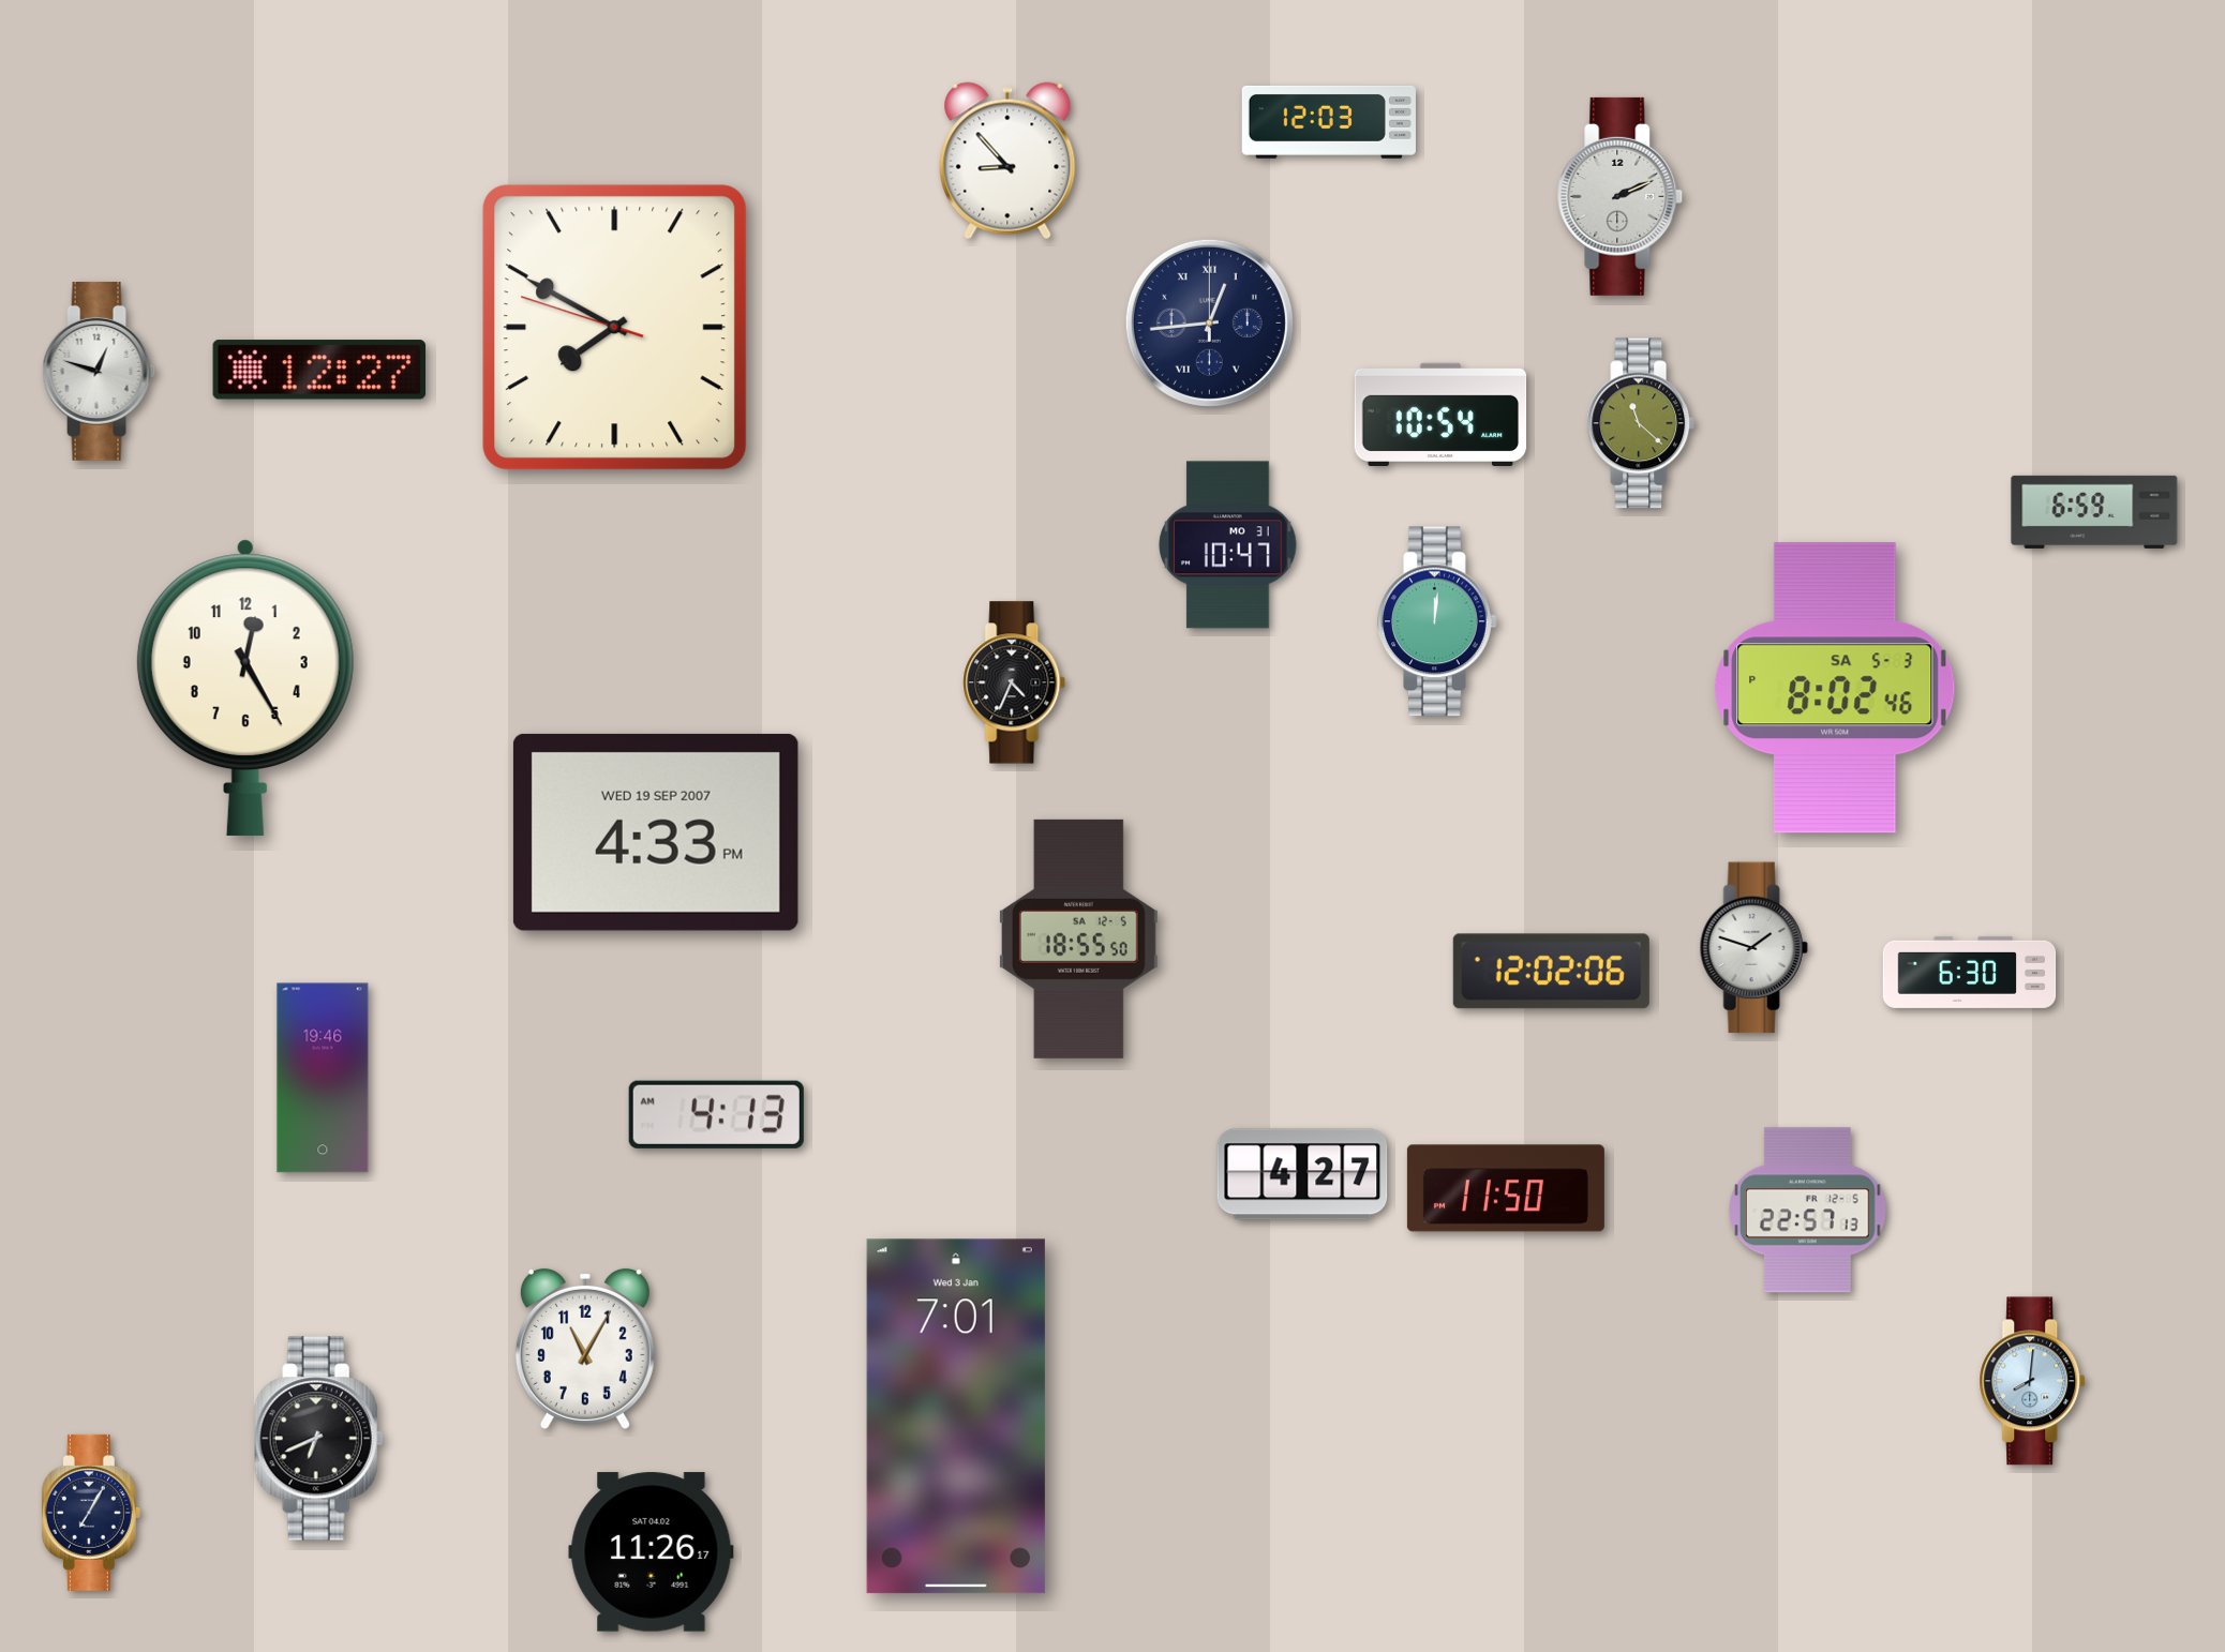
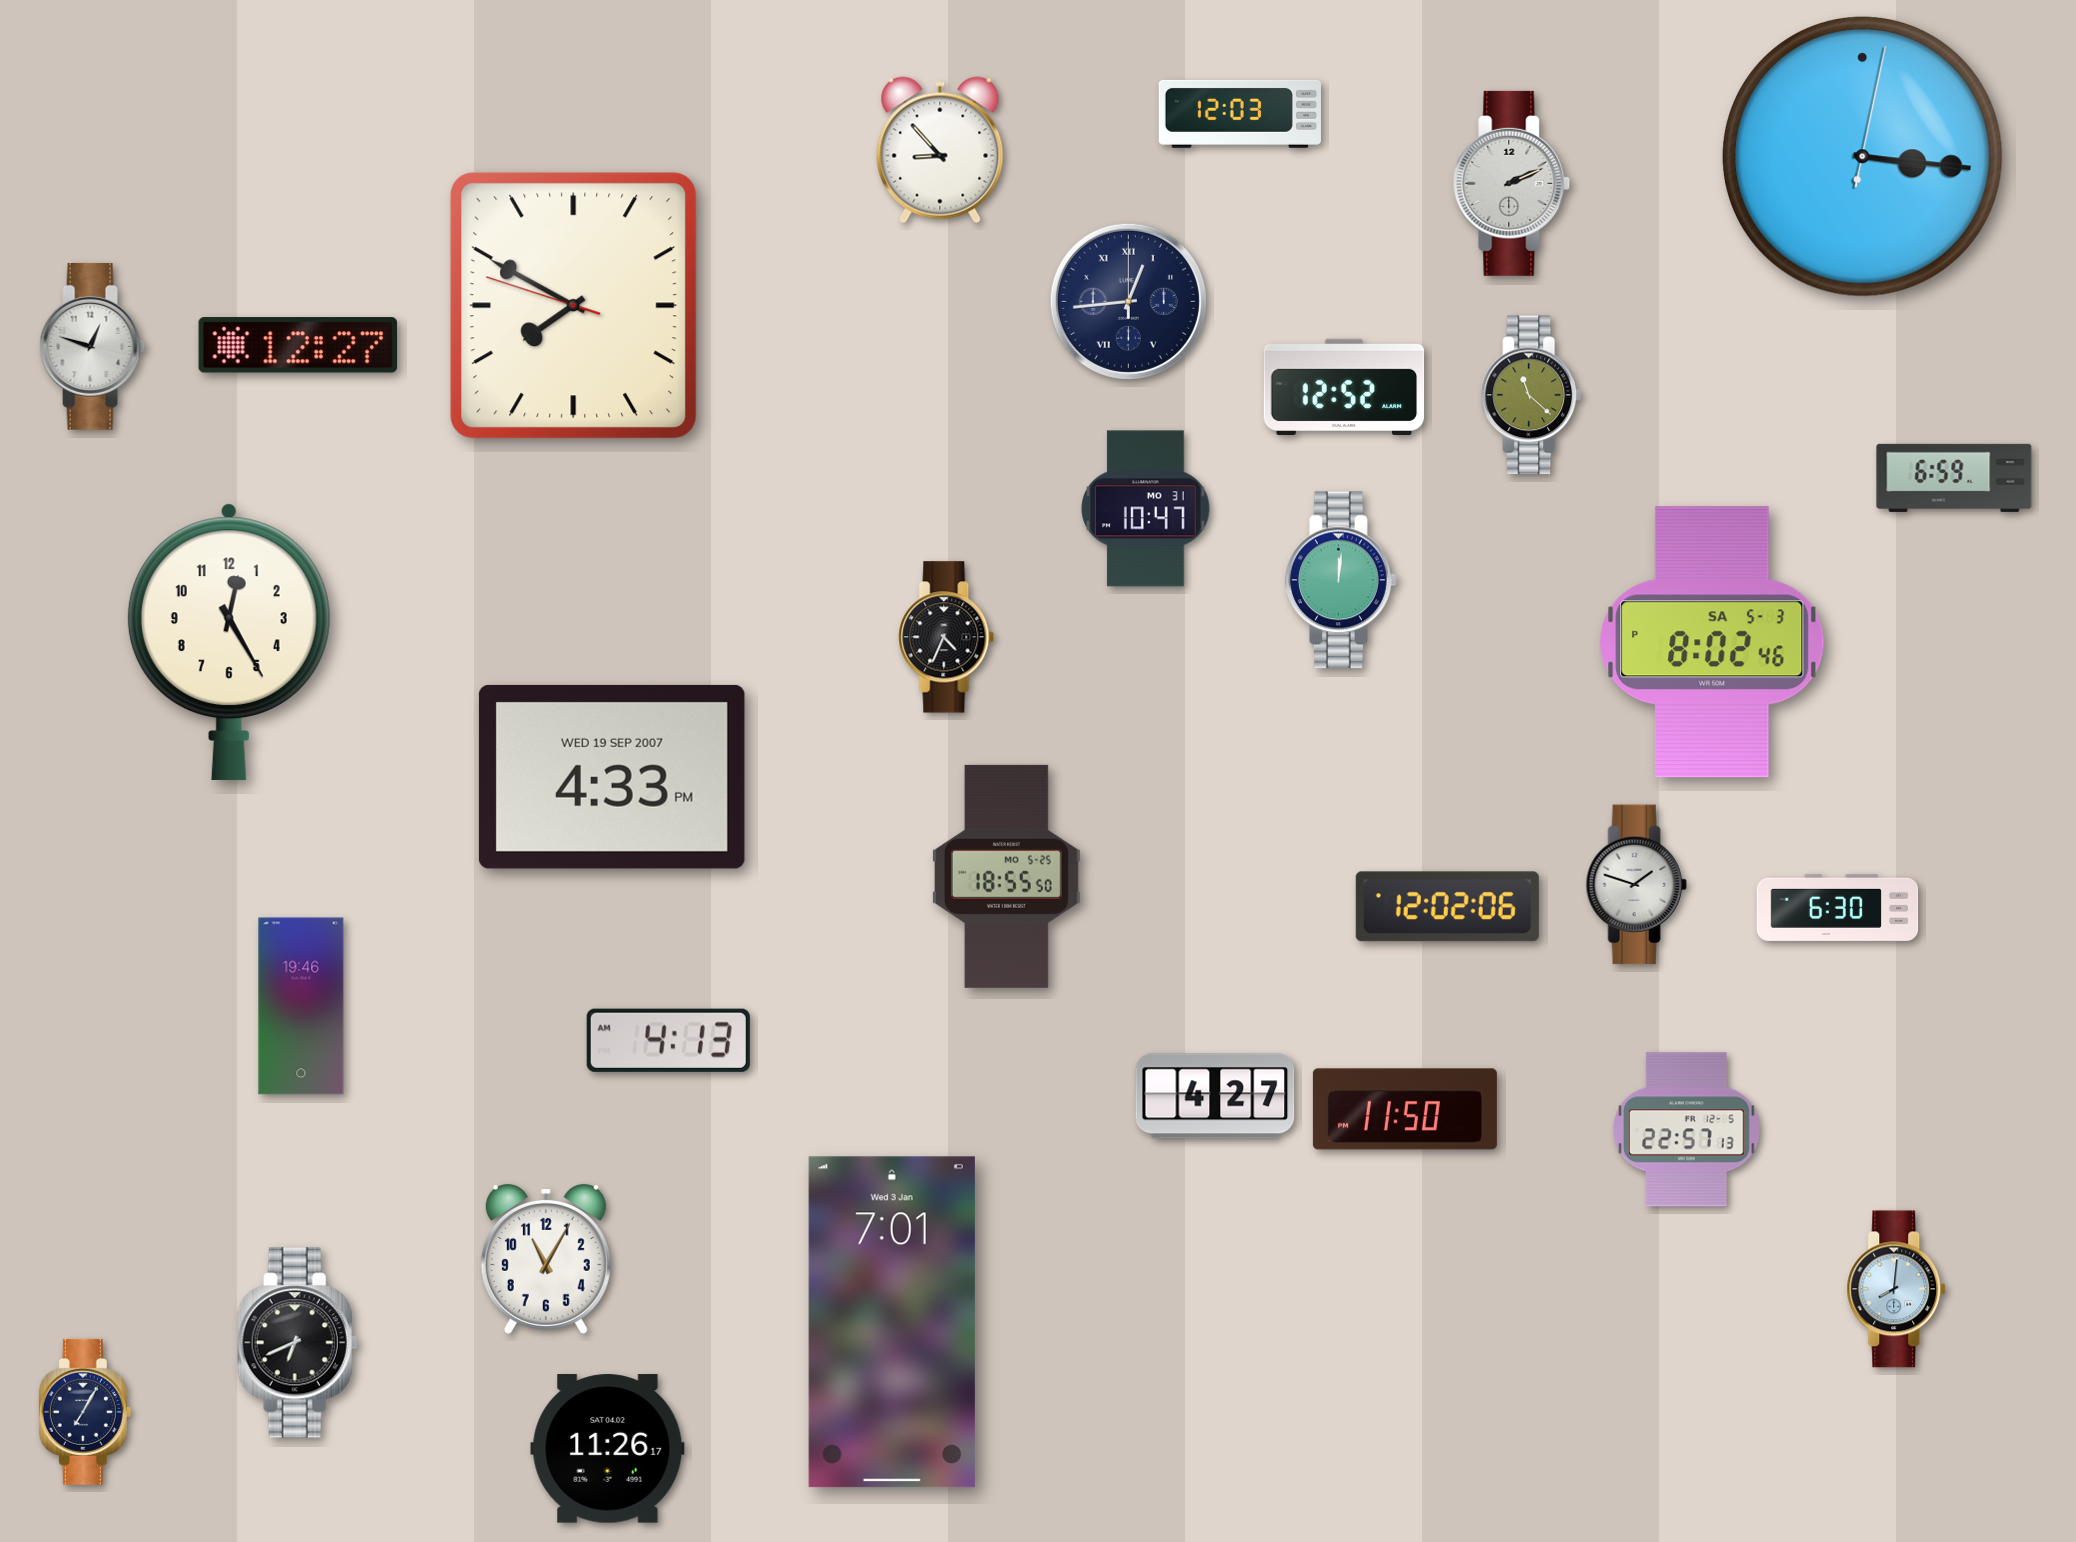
clock at (1862, 156): none -> 3:16
clock at (1440, 415): 10:54 -> 12:52
clock at (1078, 938) date: SA 12-5 -> MO 5-25
